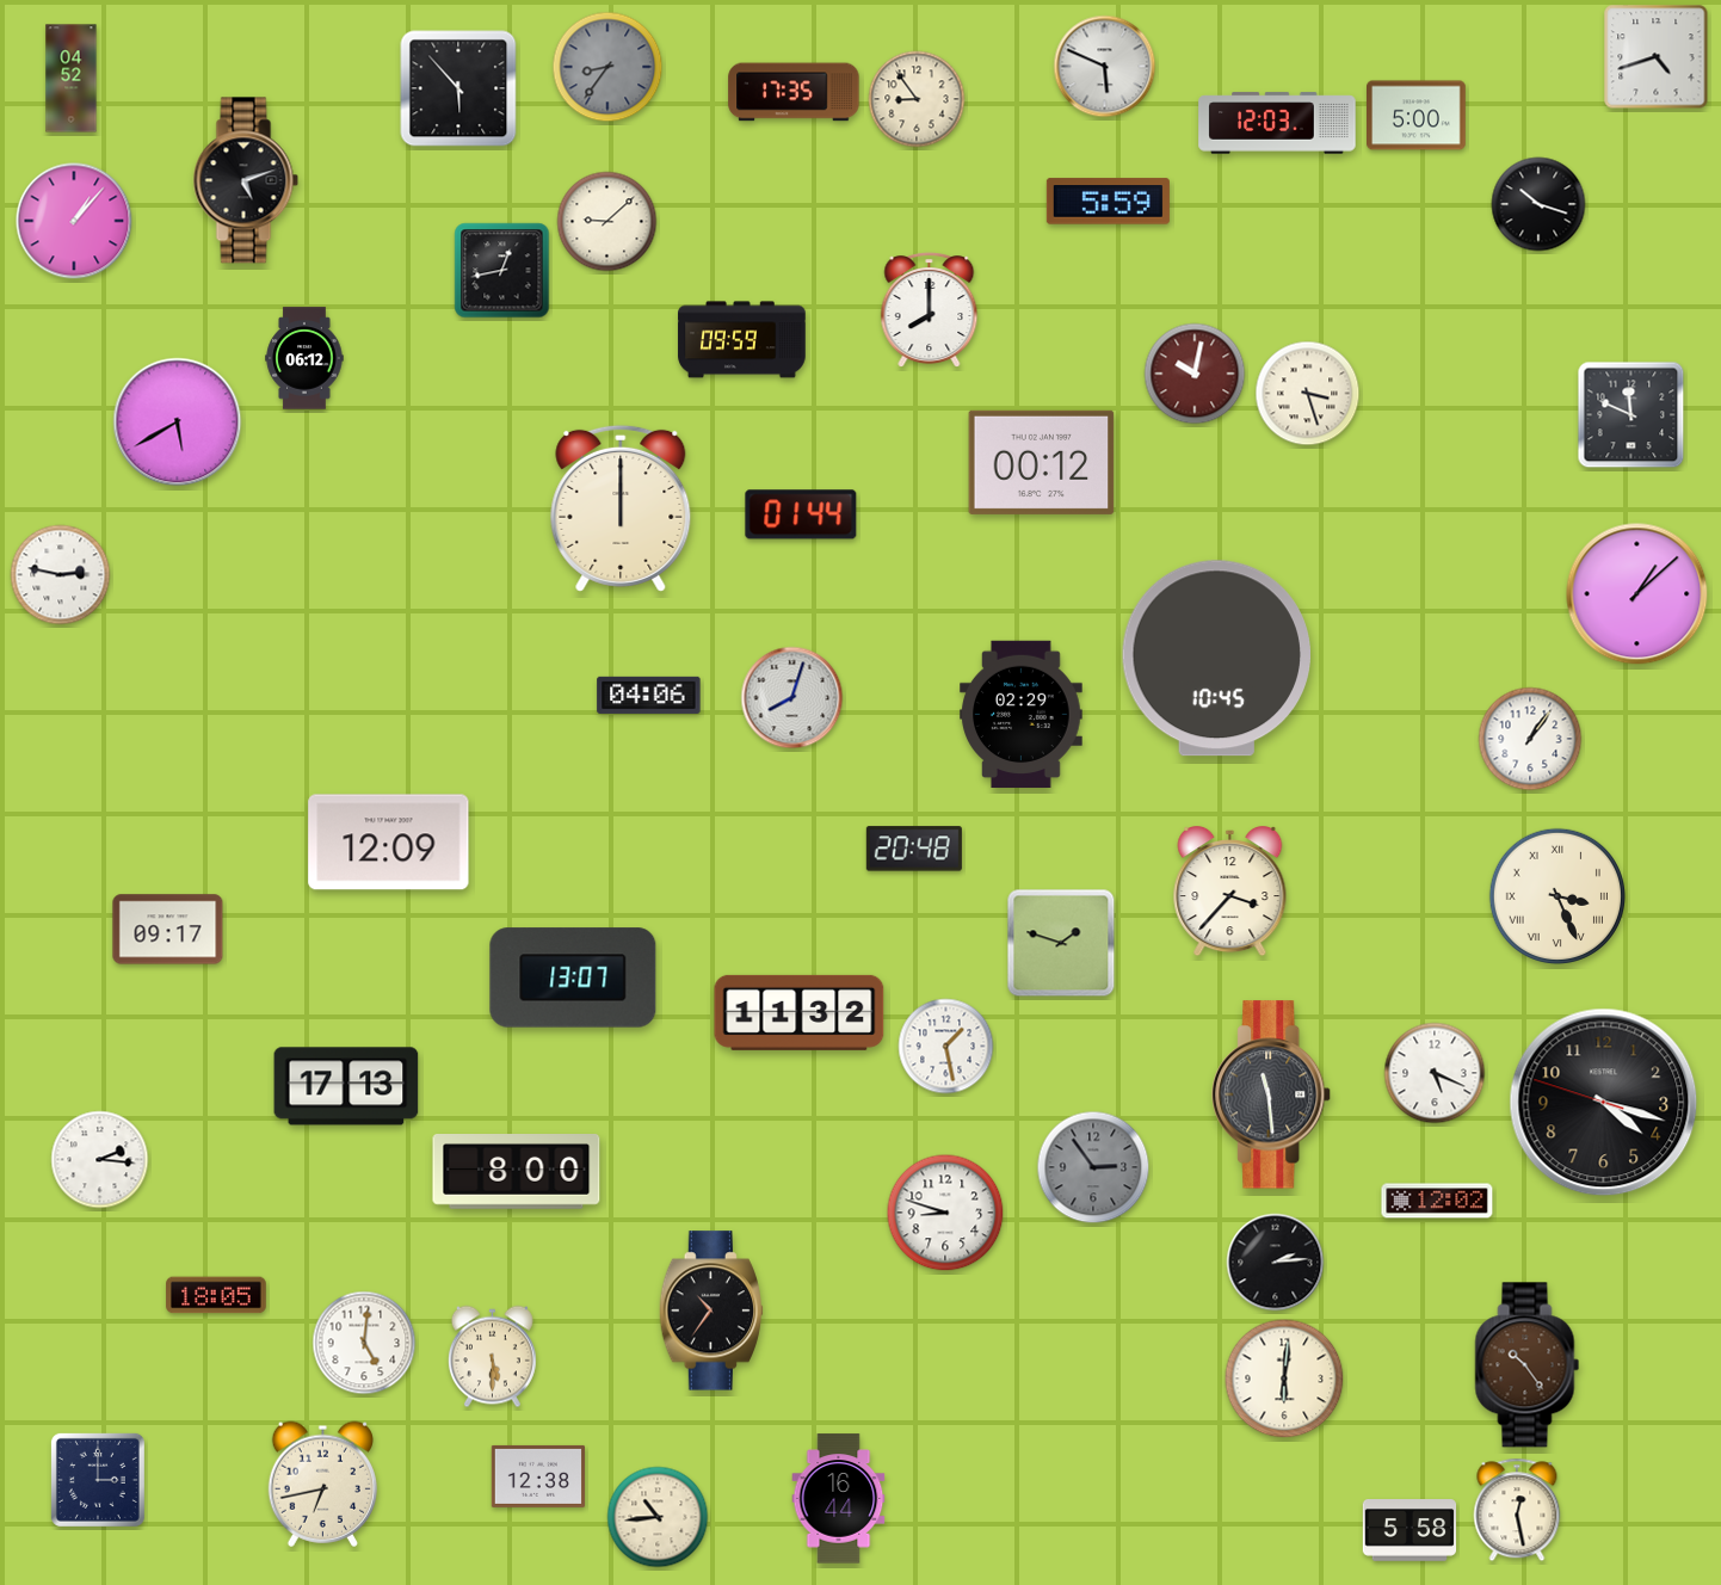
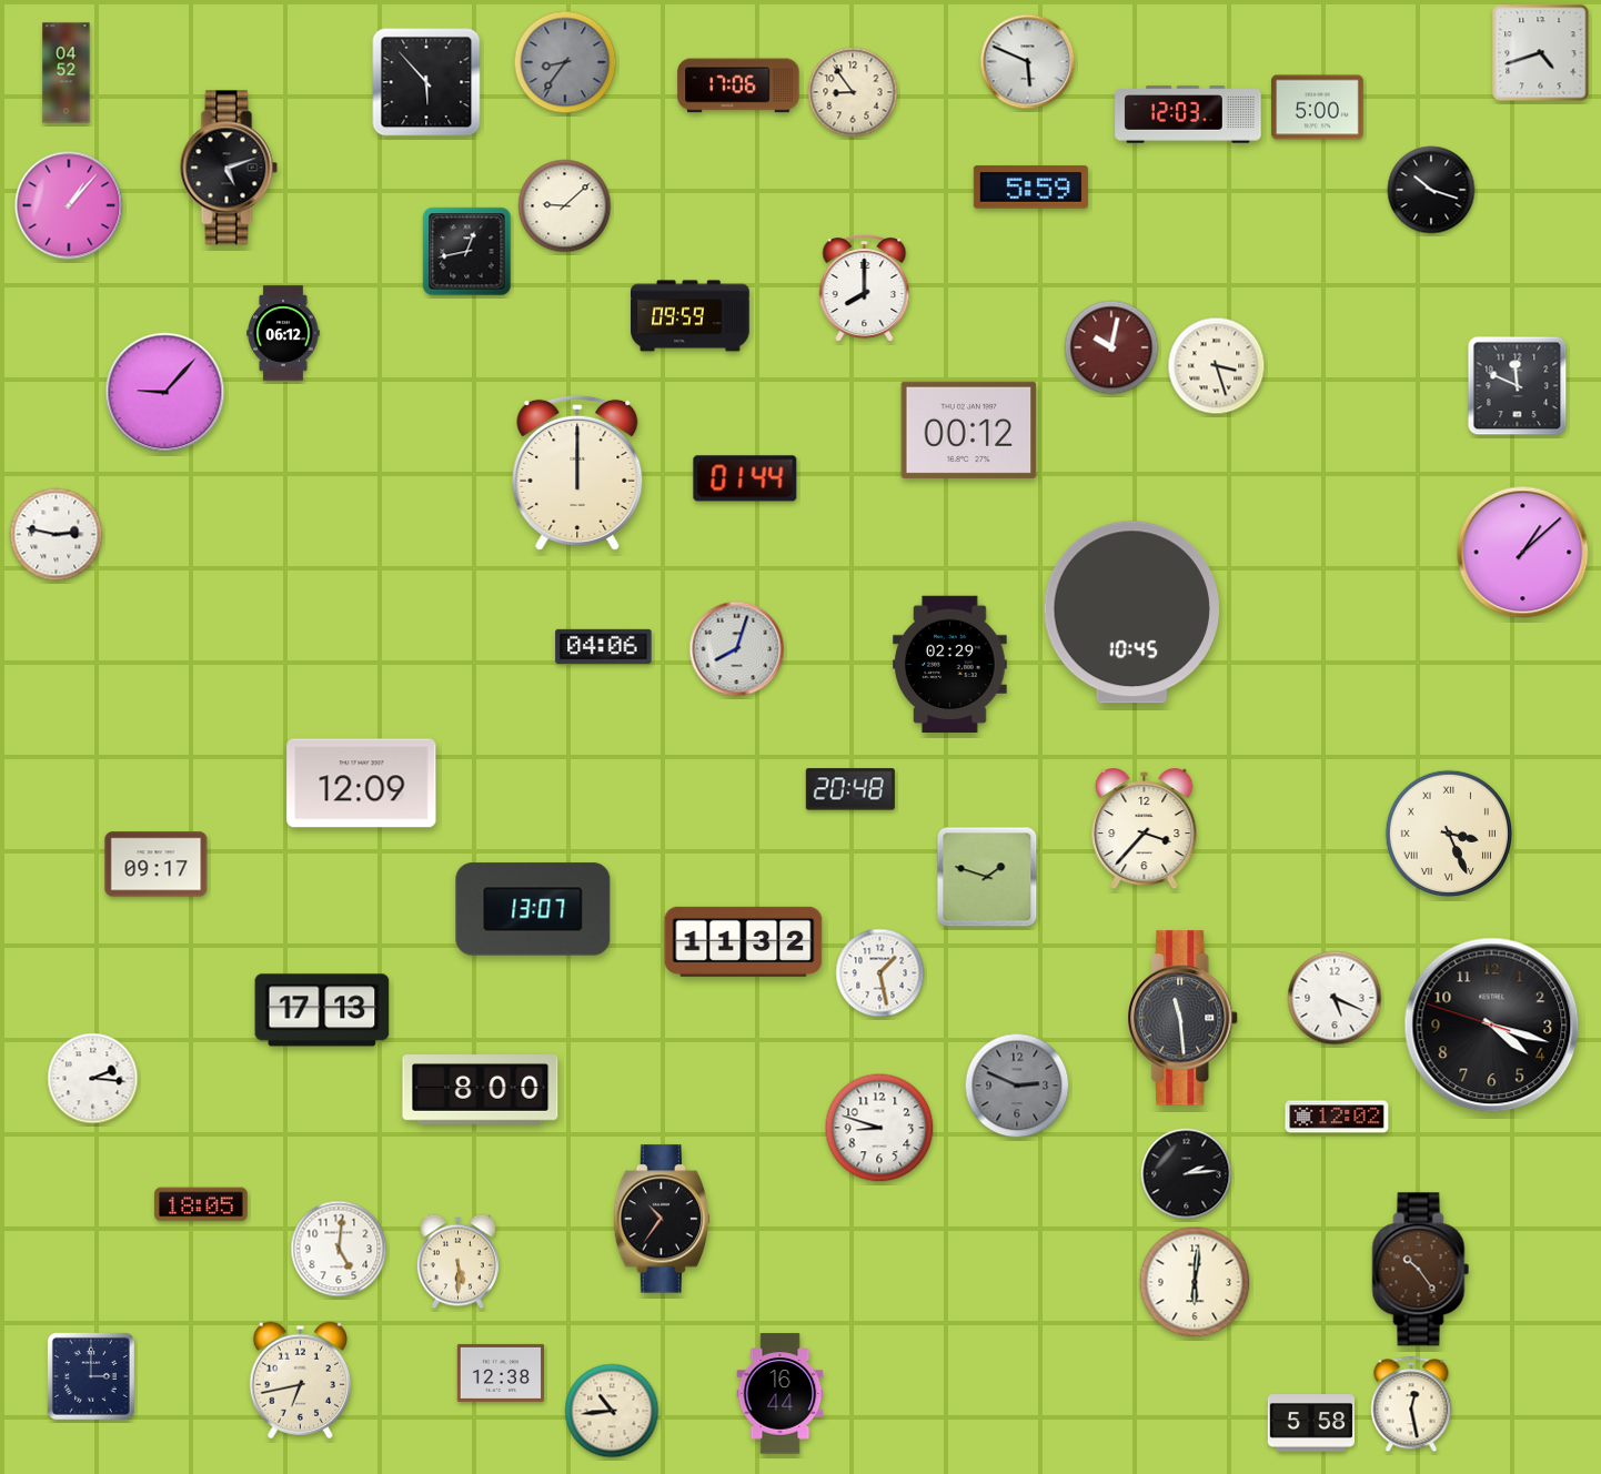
clock at (794, 92): 17:35 -> 17:06
clock at (178, 423): 5:40 -> 9:07
clock at (1530, 739): 1:06 -> none
clock at (1093, 1167): 2:54 -> 2:49
